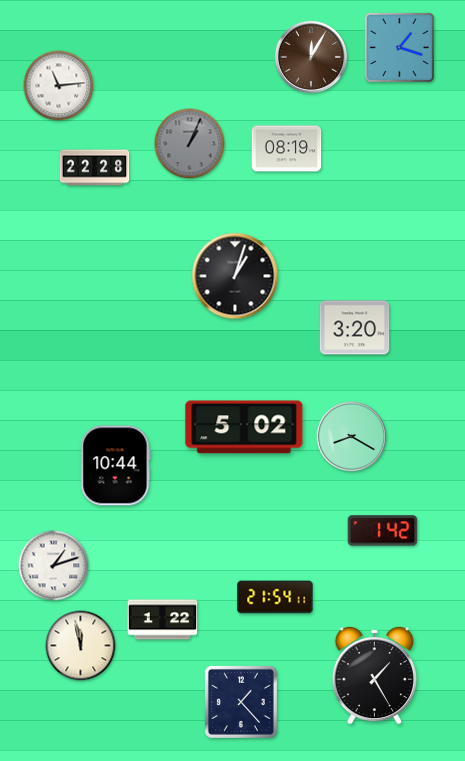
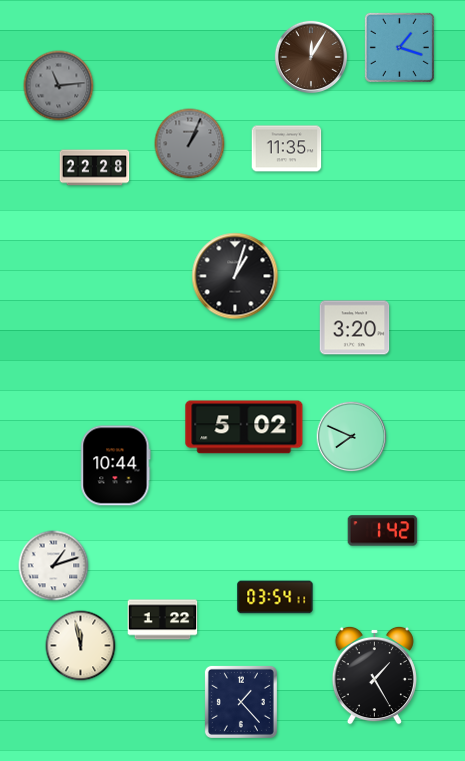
clock at (59, 86) dial: white -> grey
clock at (287, 149): 08:19 -> 11:35
clock at (352, 437): 8:20 -> 7:49
clock at (275, 597): 21:54 -> 03:54
